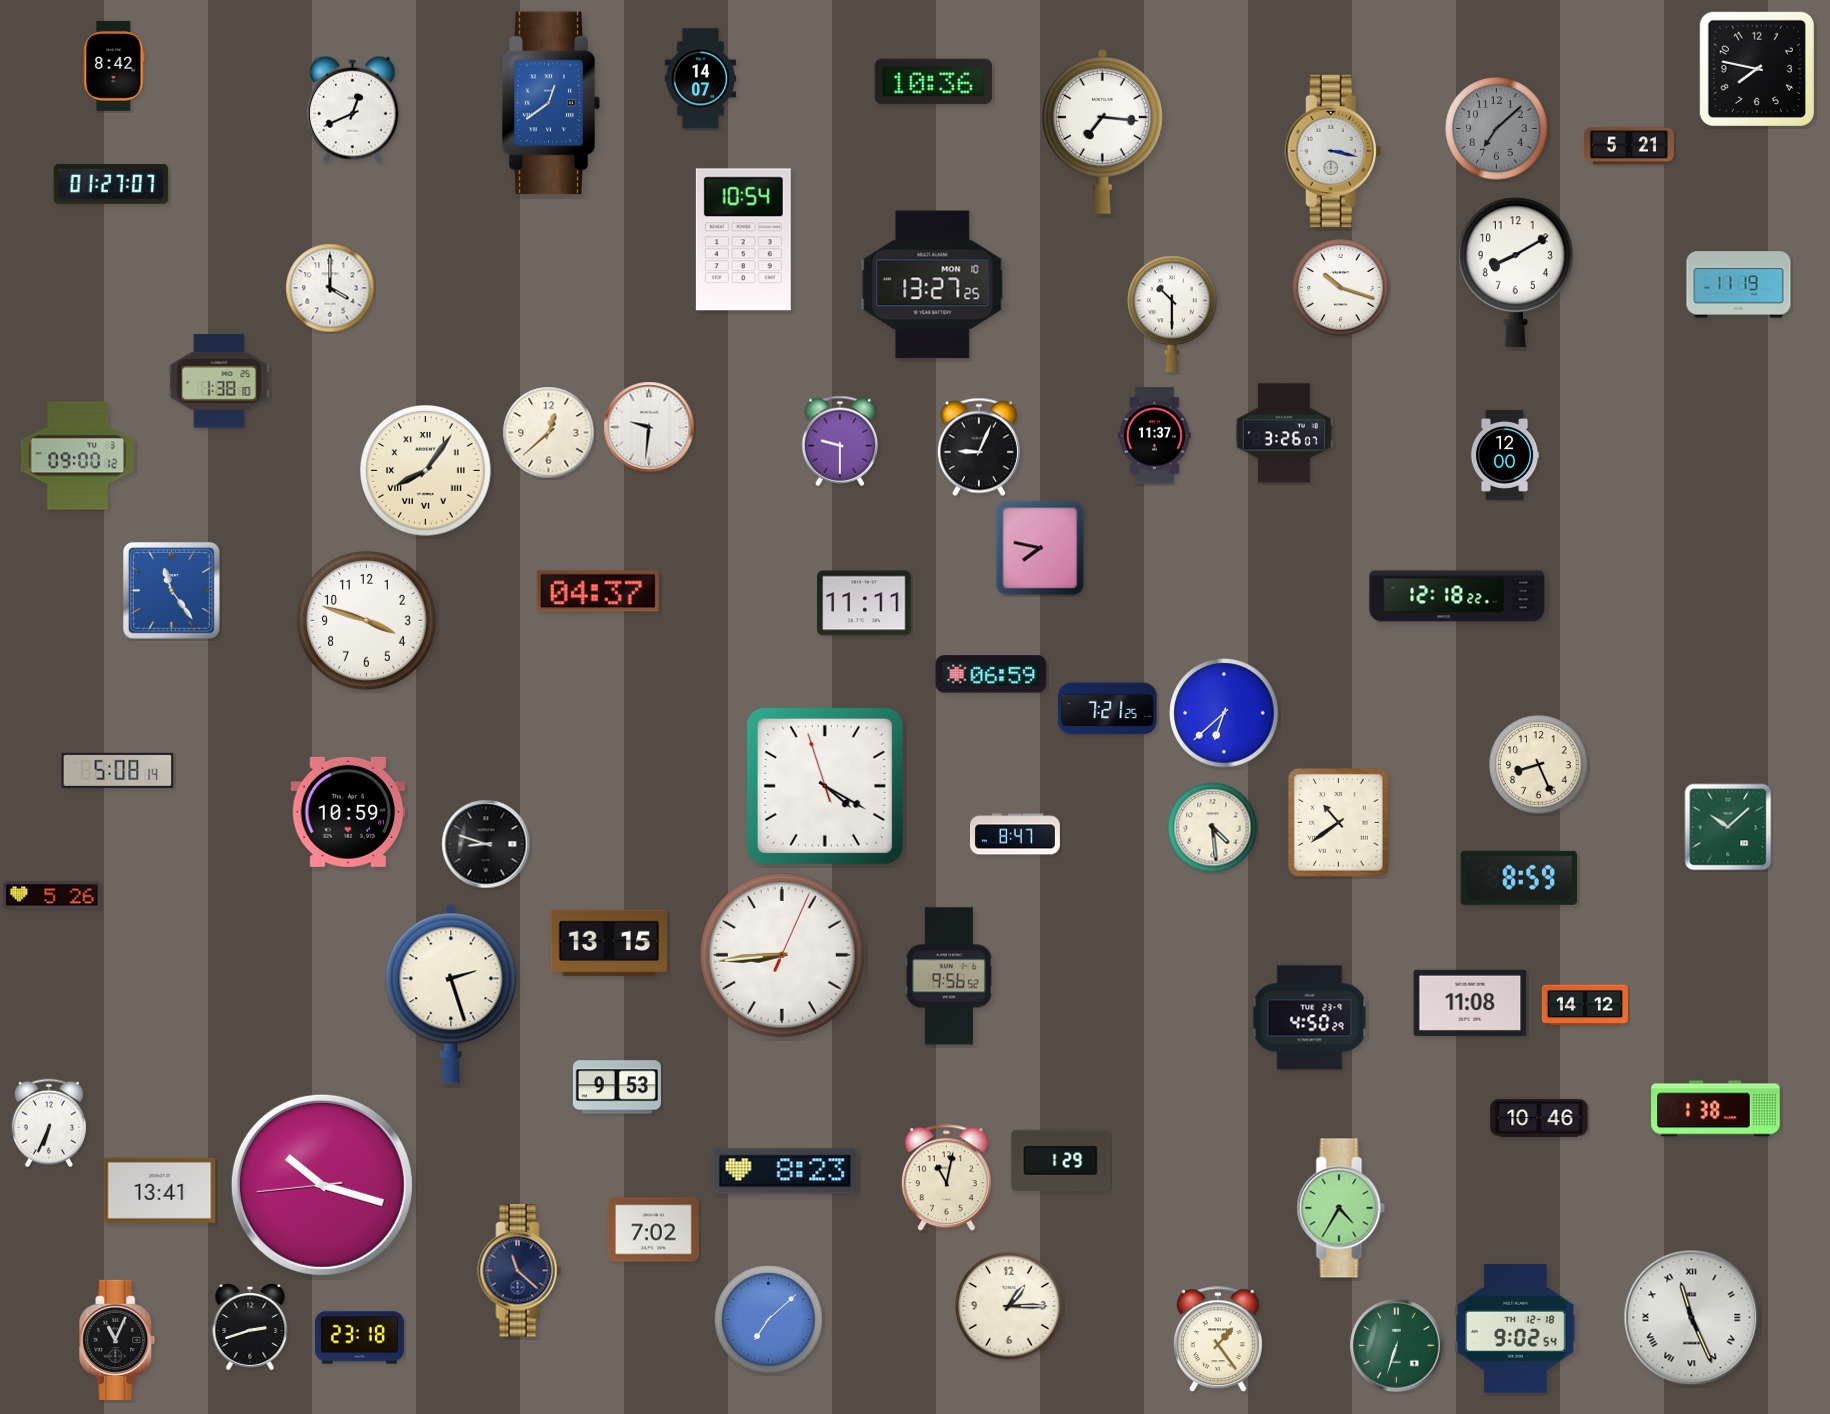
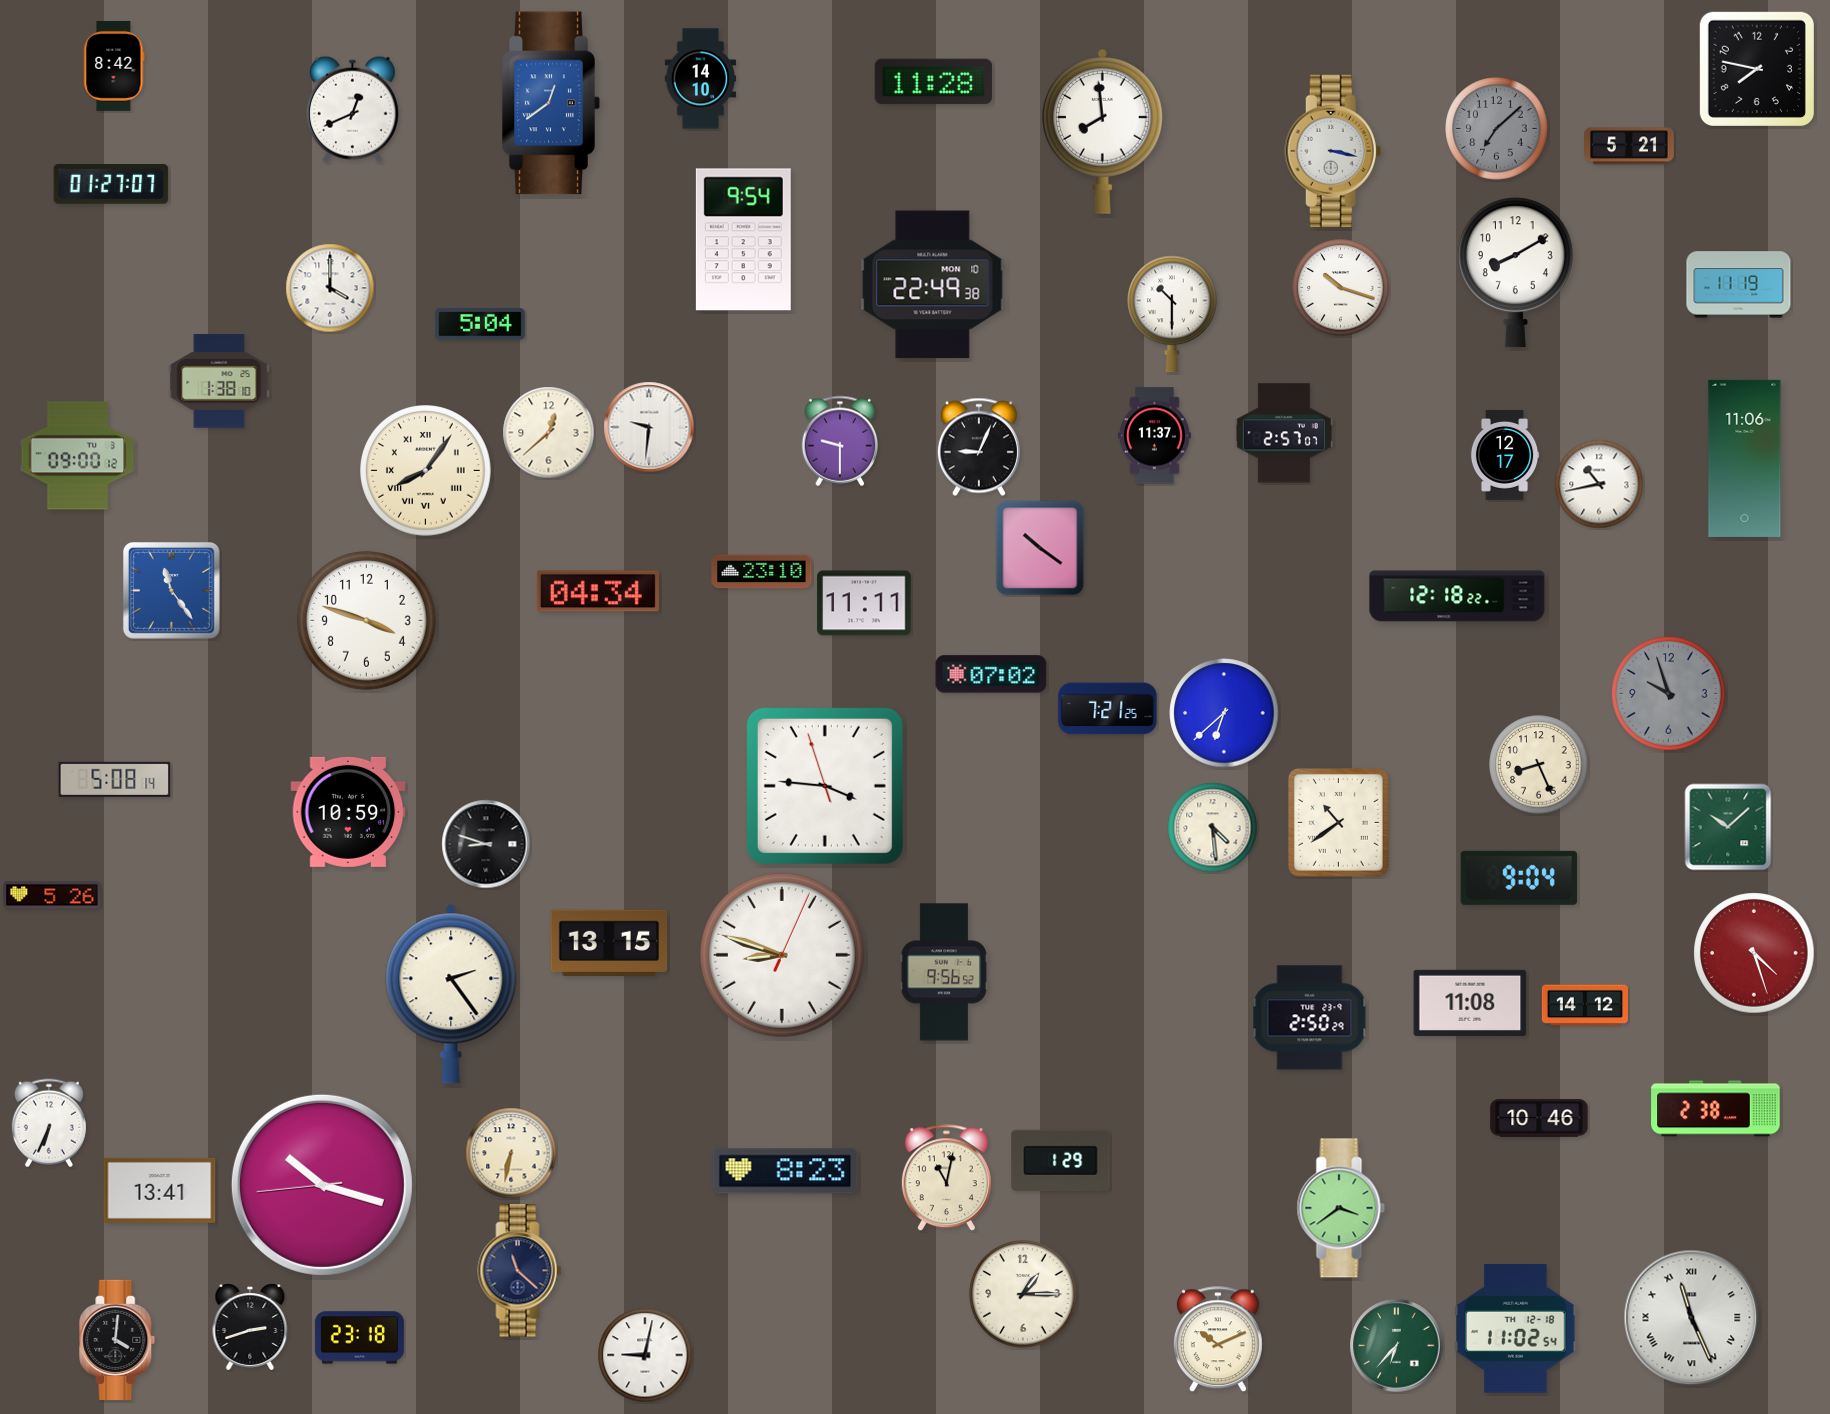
clock at (701, 79): 14:07 -> 14:10
clock at (934, 82): 10:36 -> 11:28
clock at (1103, 131): 7:16 -> 7:59
clock at (743, 240): 10:54 -> 9:54
clock at (933, 285): 13:27 -> 22:49
clock at (480, 324): none -> 5:04
clock at (1284, 433): 3:26 -> 2:57
clock at (1505, 455): 12:00 -> 12:17
clock at (1745, 458): none -> 11:06
clock at (1599, 484): none -> 10:43
clock at (1040, 548): 7:47 -> 10:21
clock at (762, 572): none -> 23:10
clock at (598, 591): 04:37 -> 04:34
clock at (991, 674): 06:59 -> 07:02
clock at (1669, 694): none -> 9:57
clock at (118, 770) position: (118, 770) -> (115, 779)
clock at (825, 786): 4:19 -> 3:45
clock at (1016, 834): 8:47 -> none
clock at (1518, 878): 8:59 -> 9:04
clock at (1754, 953): none -> 4:27
clock at (782, 955): 8:44 -> 8:48
clock at (949, 976) position: (949, 976) -> (944, 972)
clock at (451, 994): 2:27 -> 2:24
clock at (1310, 1018): 4:50 -> 2:50
clock at (617, 1087): 9:53 -> none
clock at (1716, 1109): 1:38 -> 2:38
clock at (511, 1153): none -> 6:32
clock at (1341, 1208): 4:35 -> 3:39
clock at (654, 1230): 7:02 -> none
clock at (1009, 1306) position: (1009, 1306) -> (1023, 1294)
clock at (769, 1320): 7:08 -> none
clock at (1516, 1329): 9:02 -> 11:02
clock at (117, 1340): 11:04 -> 4:01
clock at (1218, 1340): 1:24 -> 10:11
clock at (1397, 1346): 6:33 -> 6:37
clock at (645, 1355): none -> 9:02
